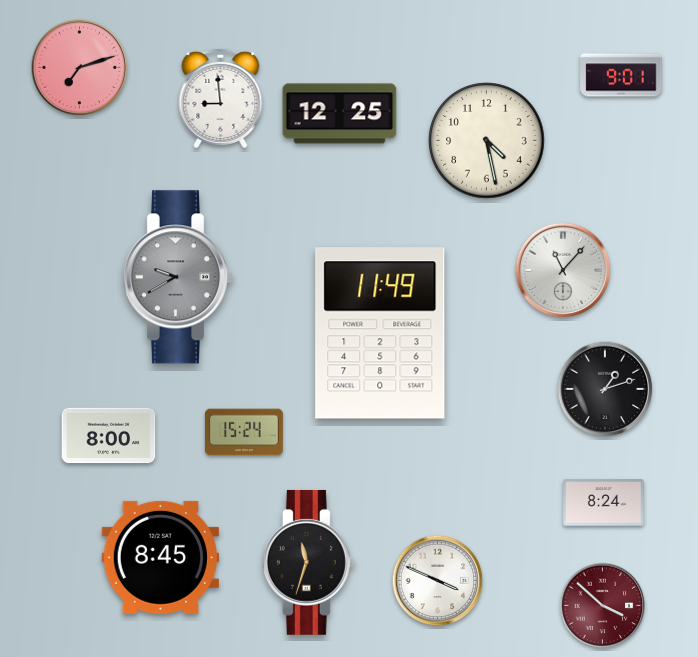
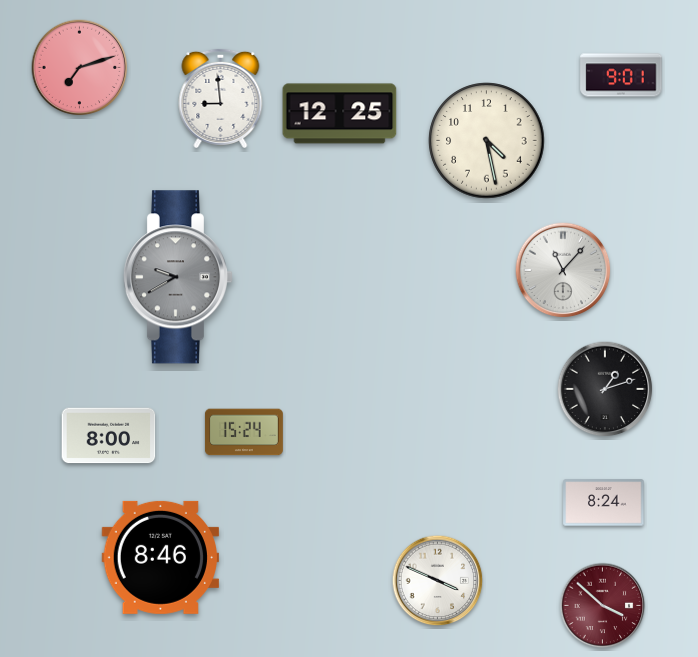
clock at (380, 333): 11:49 -> none
clock at (160, 557): 8:45 -> 8:46
clock at (308, 562): 11:33 -> none
